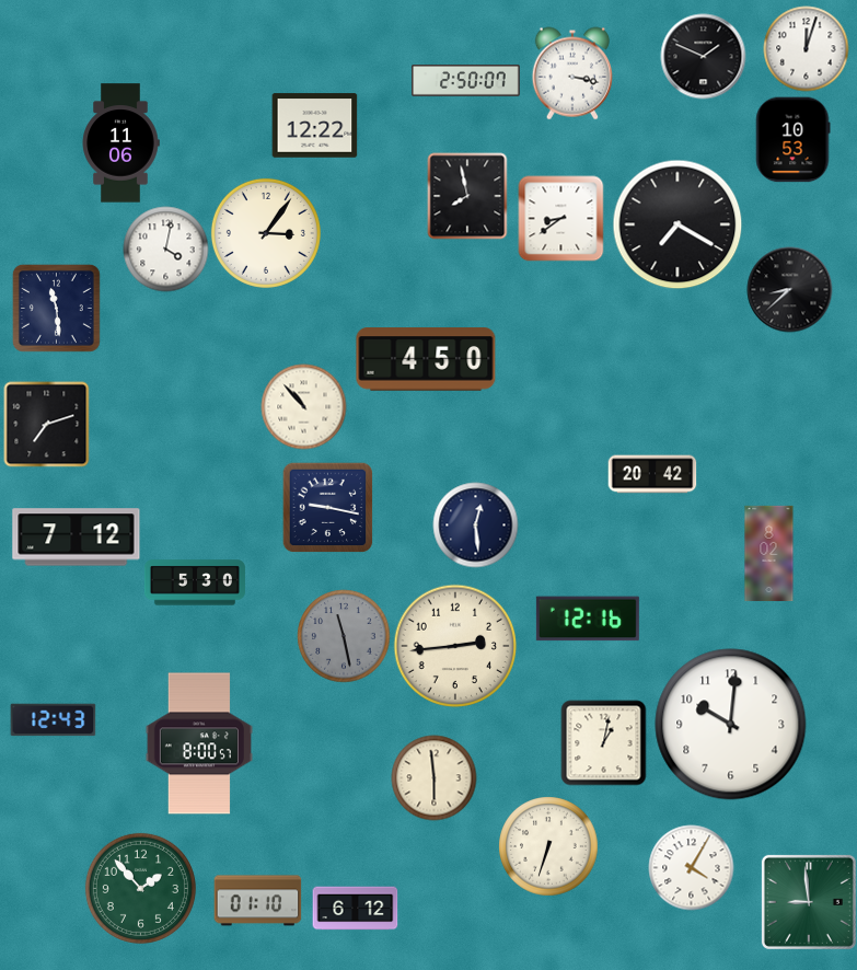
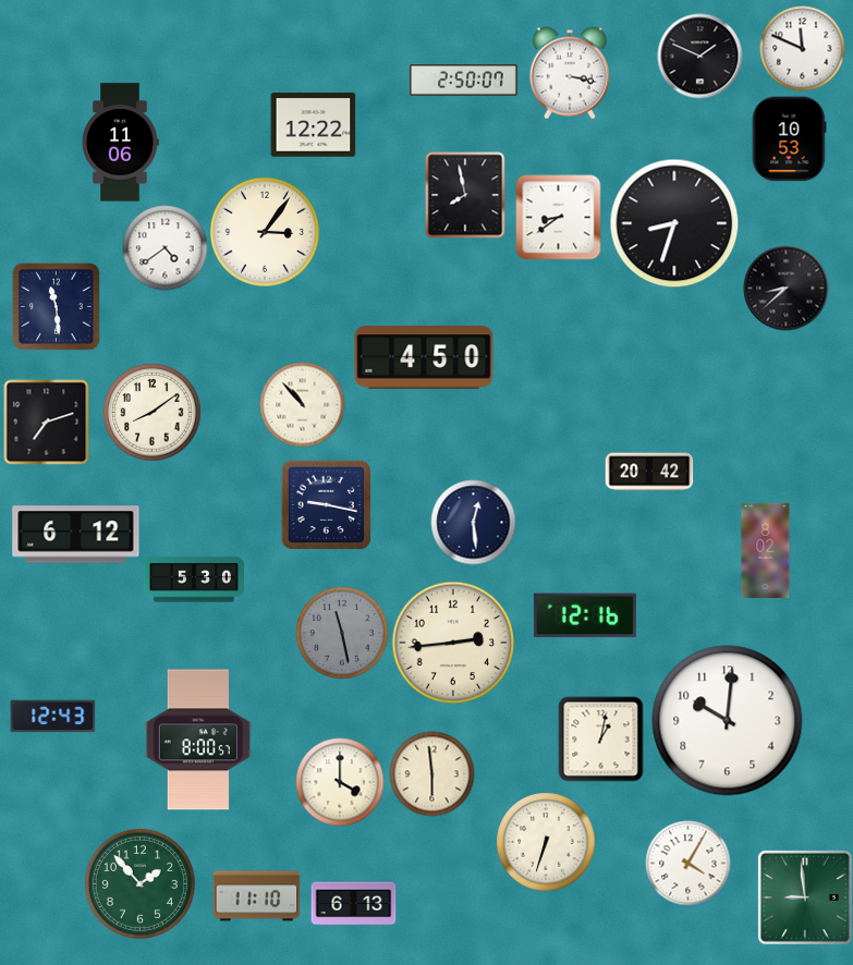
clock at (806, 48): 12:03 -> 11:49
clock at (678, 224): 7:20 -> 8:33
clock at (165, 249): 4:02 -> 4:39
clock at (151, 412): none -> 8:09
clock at (77, 538): 7:12 -> 6:12
clock at (340, 782): none -> 4:00
clock at (257, 901): 01:10 -> 11:10
clock at (355, 909): 6:12 -> 6:13
